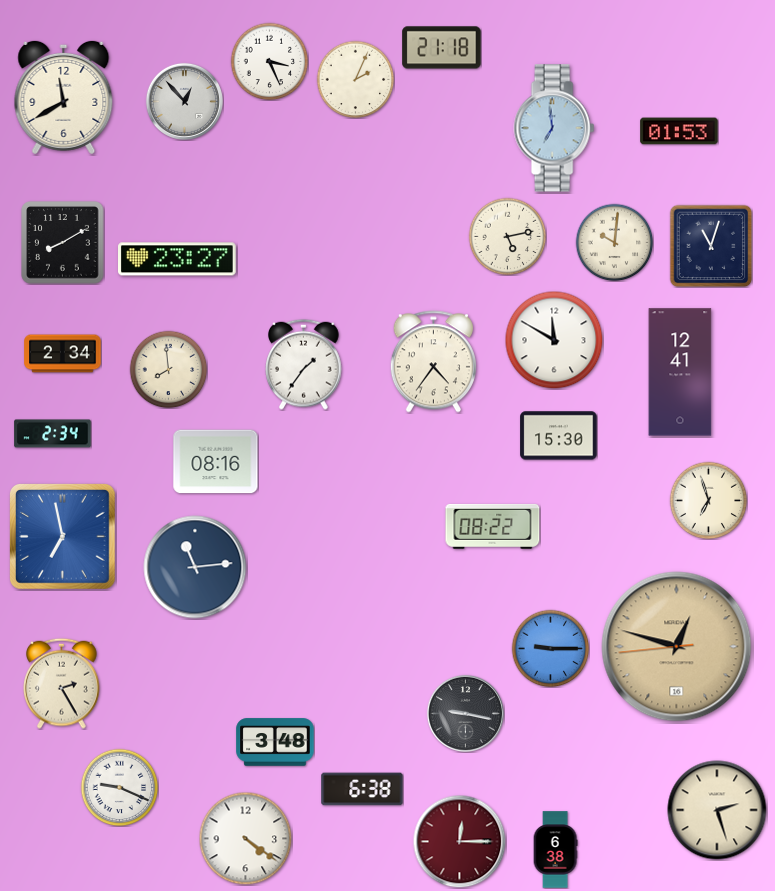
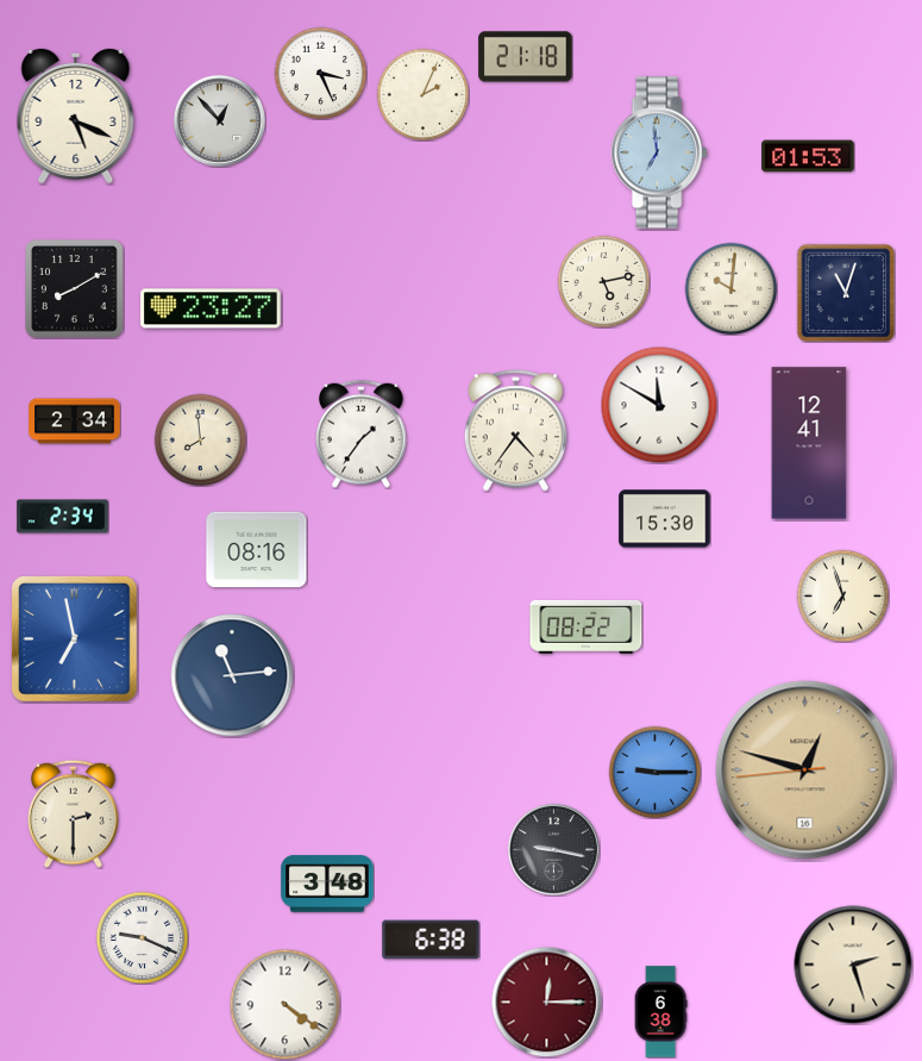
clock at (64, 97): 11:40 -> 5:19
clock at (62, 683): 2:25 -> 2:30
clock at (245, 838) position: (245, 838) -> (284, 1004)
